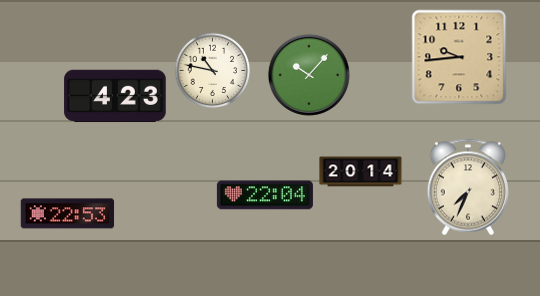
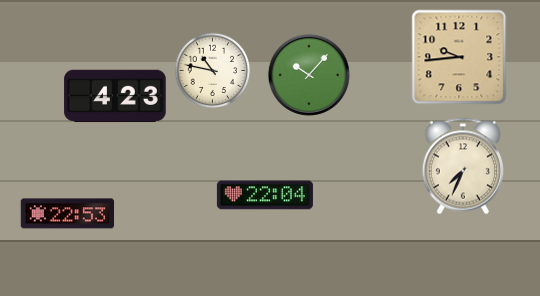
clock at (361, 172): 20:14 -> none
clock at (467, 187) position: (467, 187) -> (462, 166)
